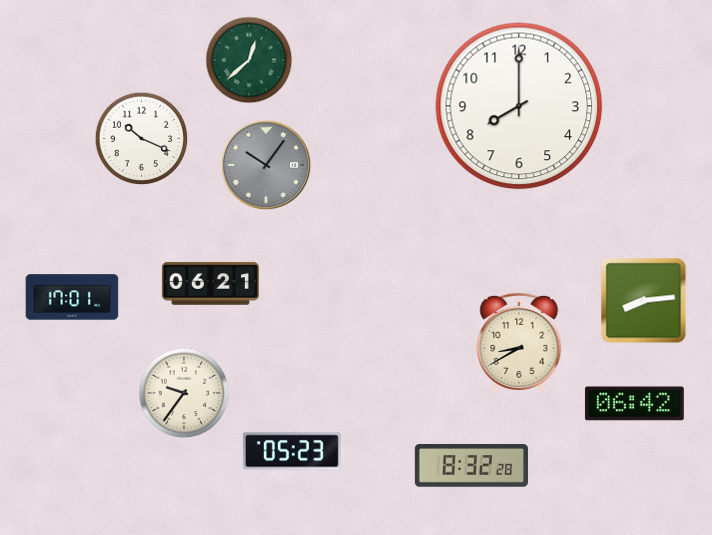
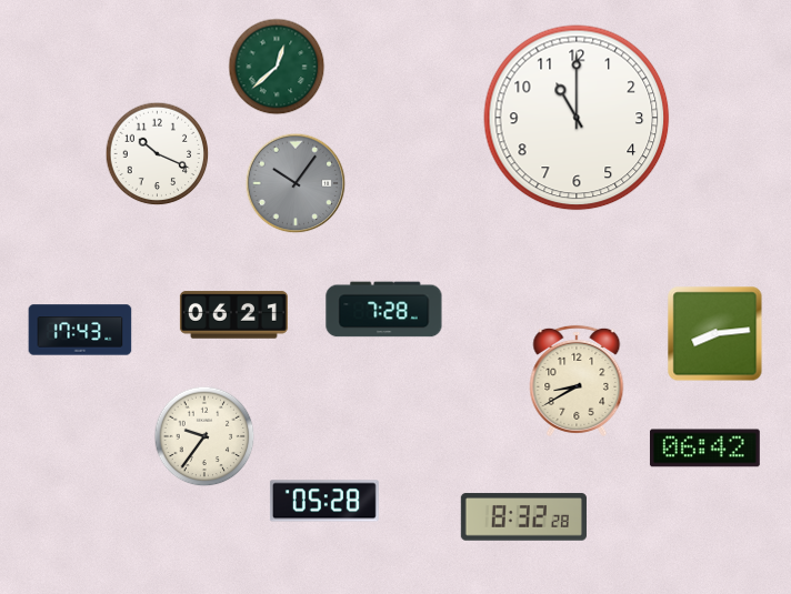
clock at (519, 106): 8:00 -> 11:00
clock at (384, 310): none -> 7:28
clock at (72, 297): 17:01 -> 17:43
clock at (292, 451): 05:23 -> 05:28
